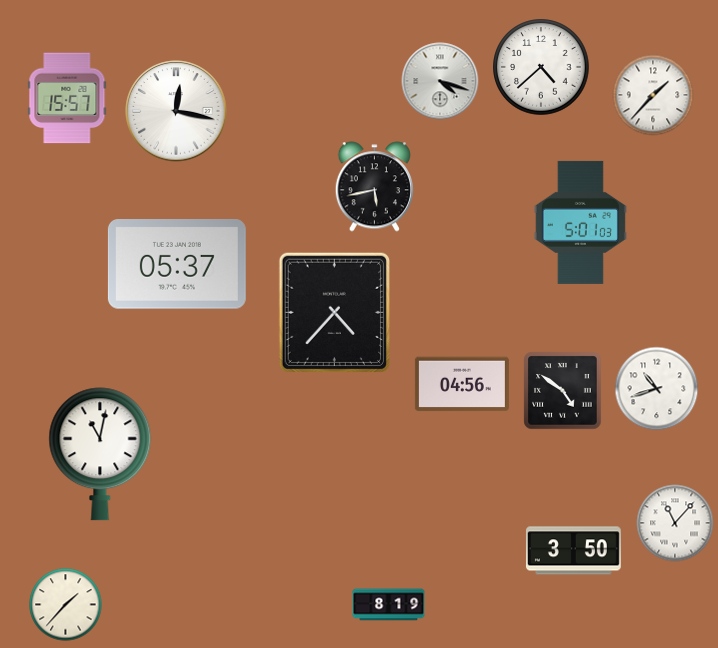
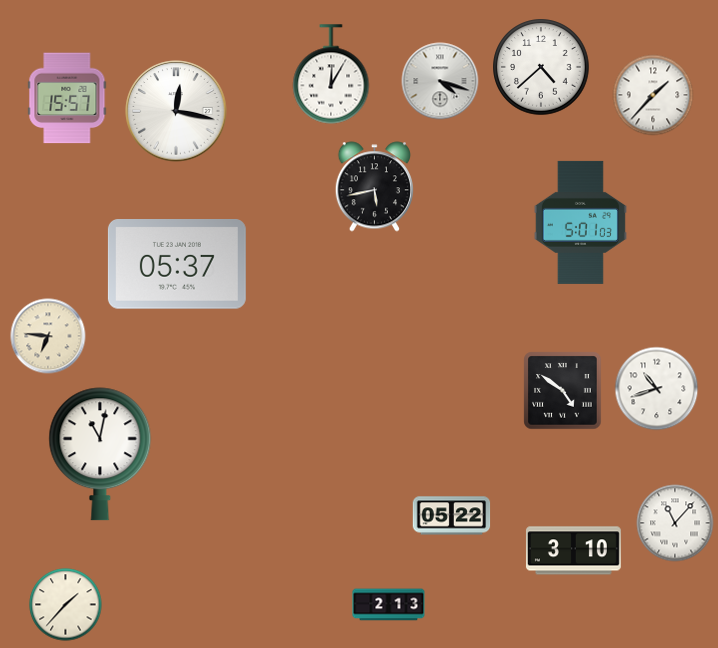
clock at (331, 74): none -> 12:05
clock at (334, 312): 4:37 -> none
clock at (48, 336): none -> 6:46
clock at (462, 384): 04:56 -> none
clock at (452, 516): none -> 05:22
clock at (573, 551): 3:50 -> 3:10
clock at (389, 605): 8:19 -> 2:13
